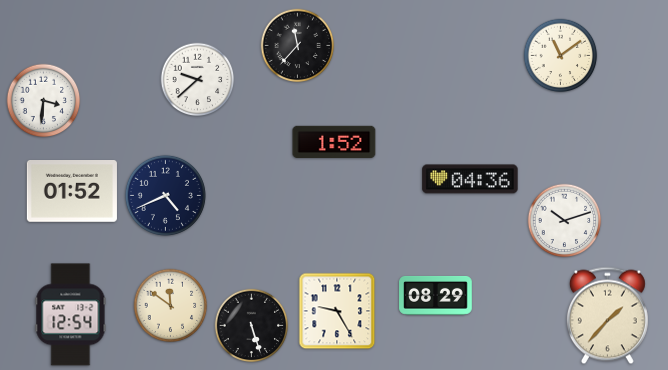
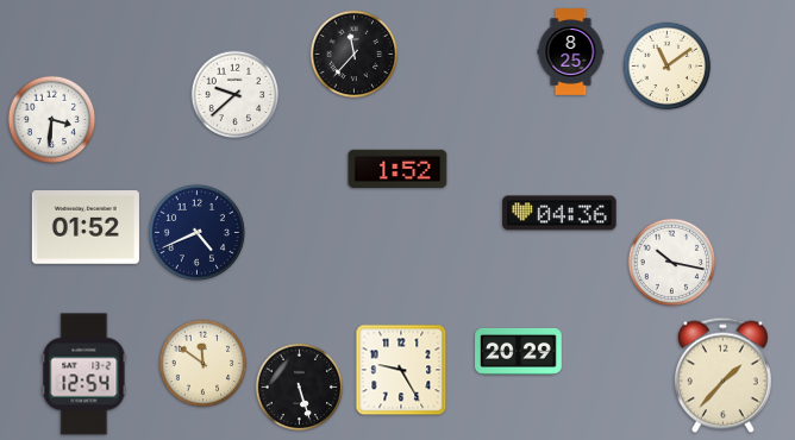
clock at (571, 52): none -> 8:25
clock at (565, 221): 10:12 -> 10:17
clock at (436, 295): 08:29 -> 20:29
